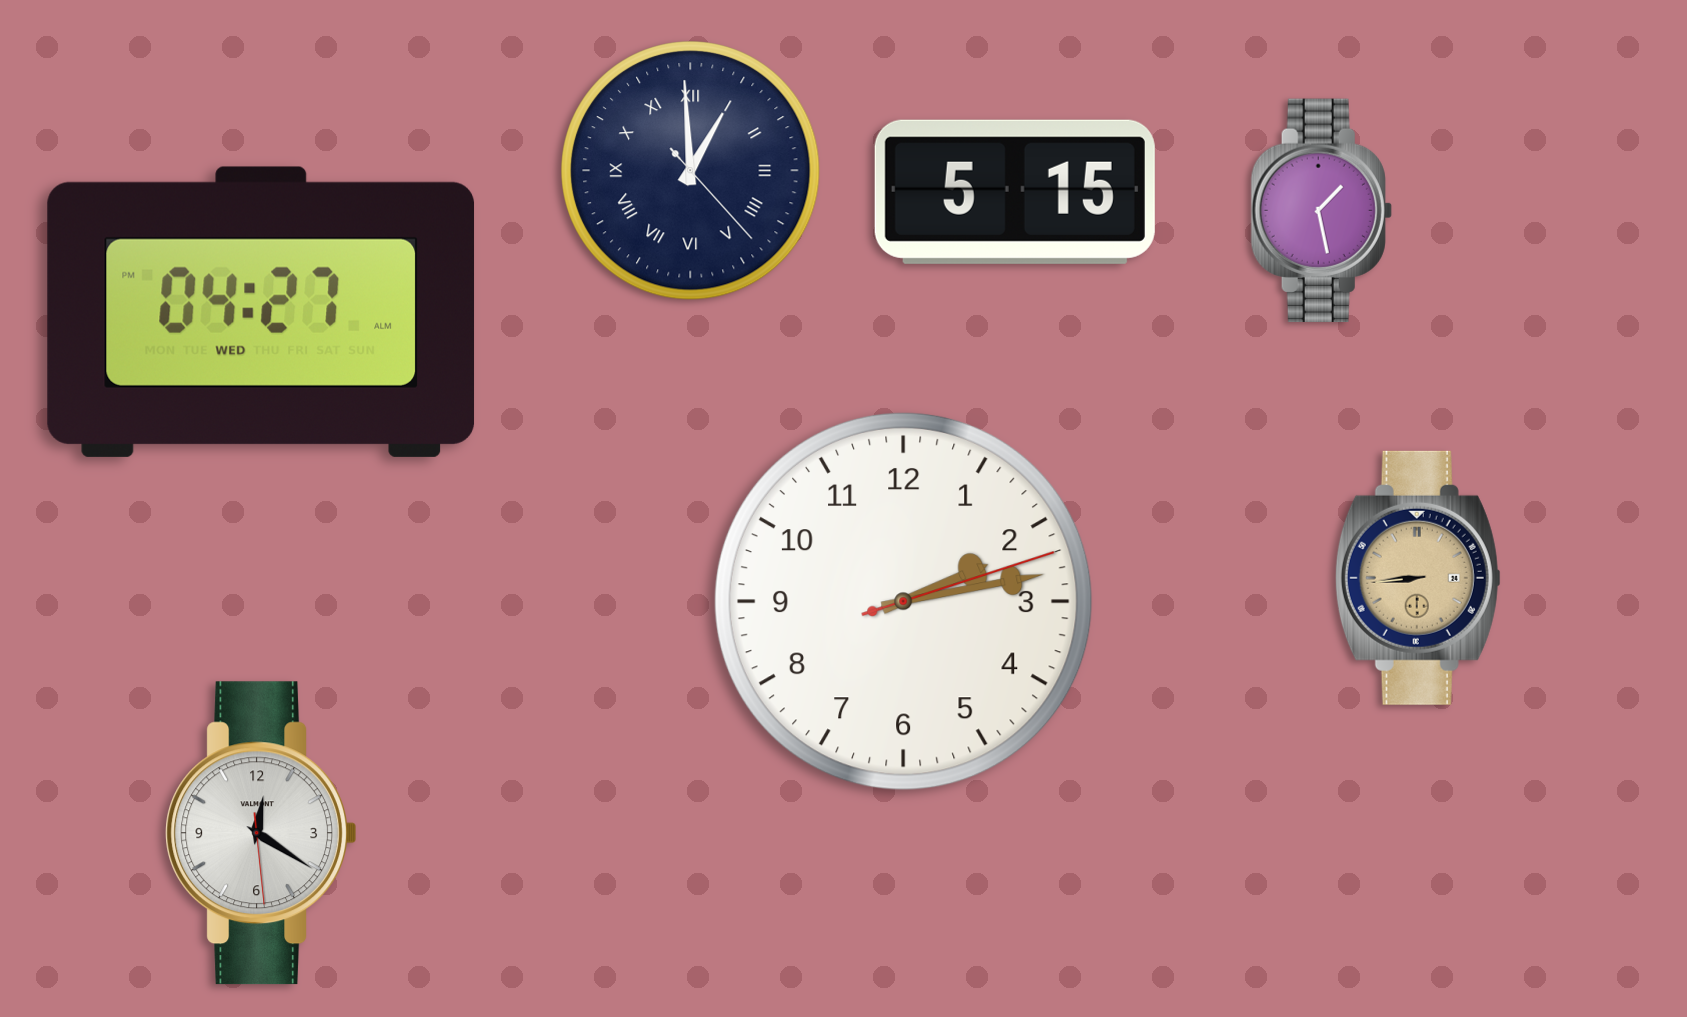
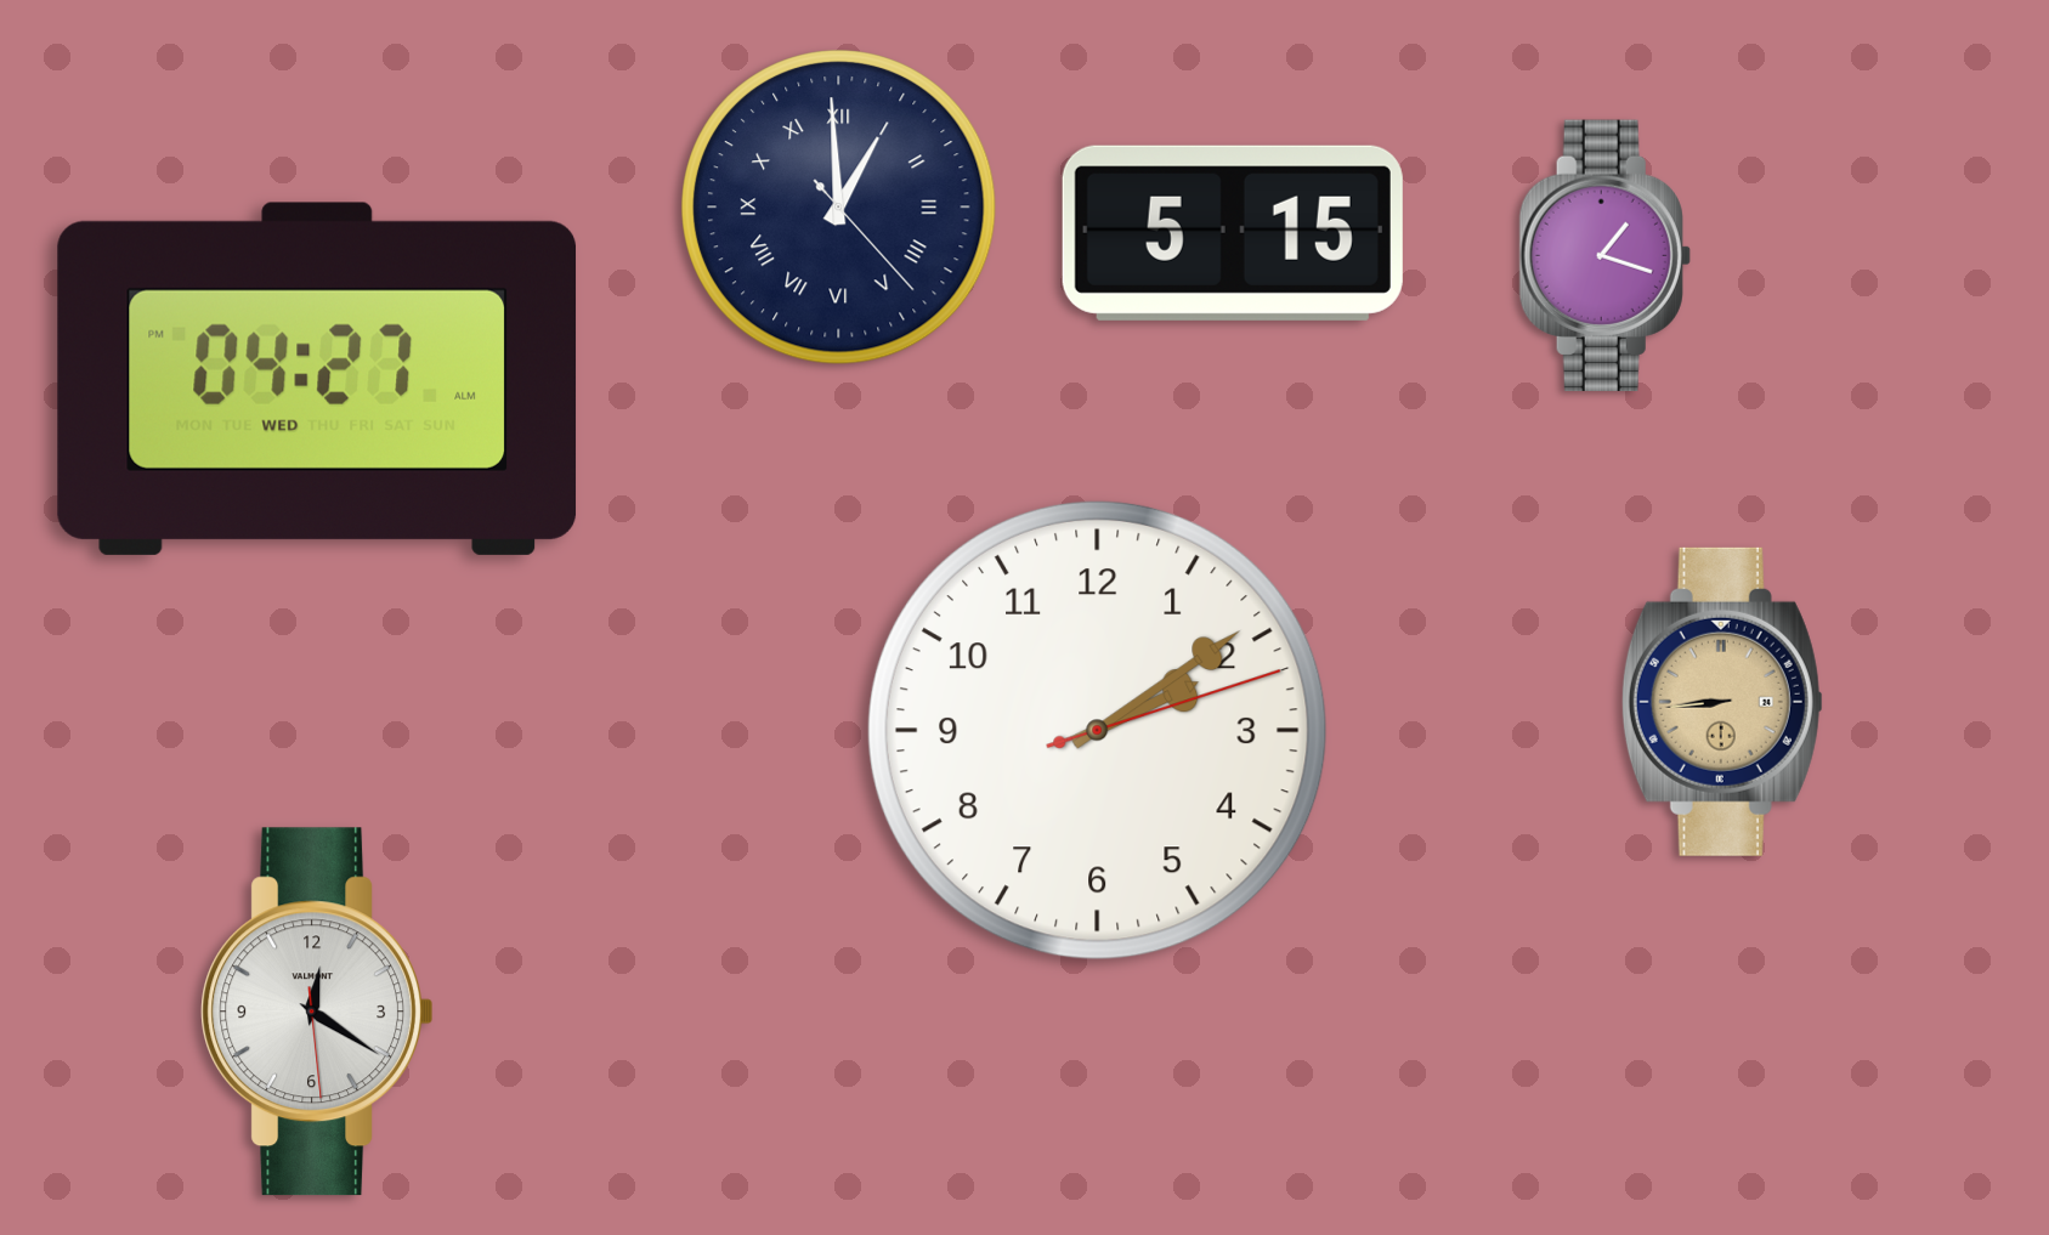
clock at (1321, 210): 1:28 -> 1:18
clock at (903, 601): 2:13 -> 2:09
